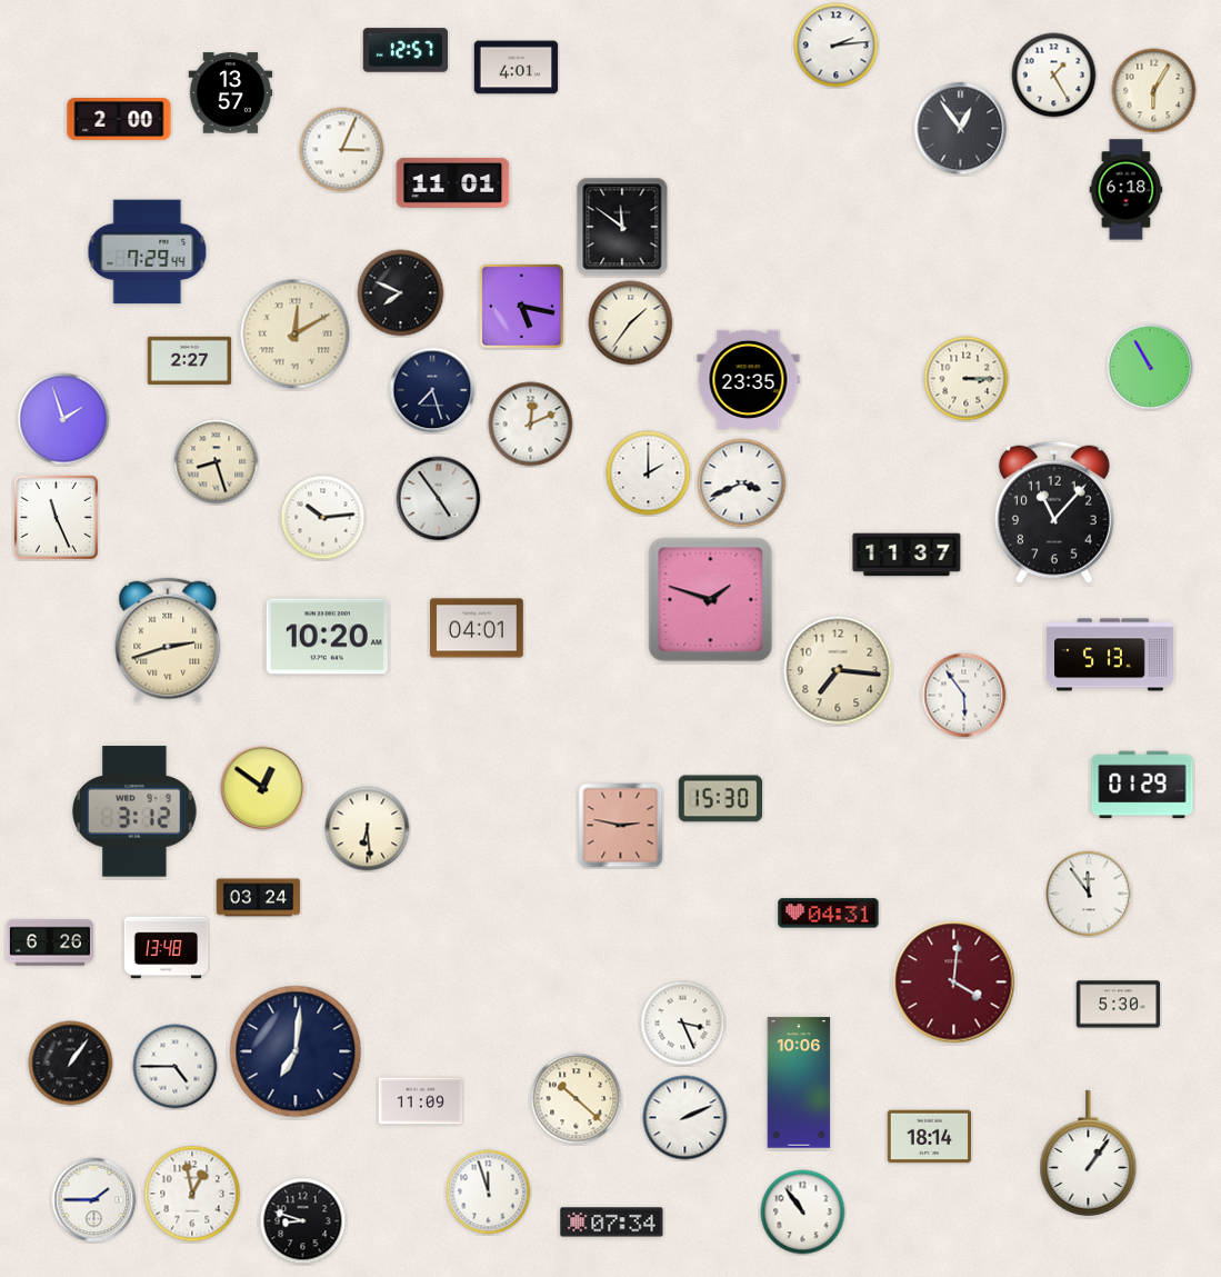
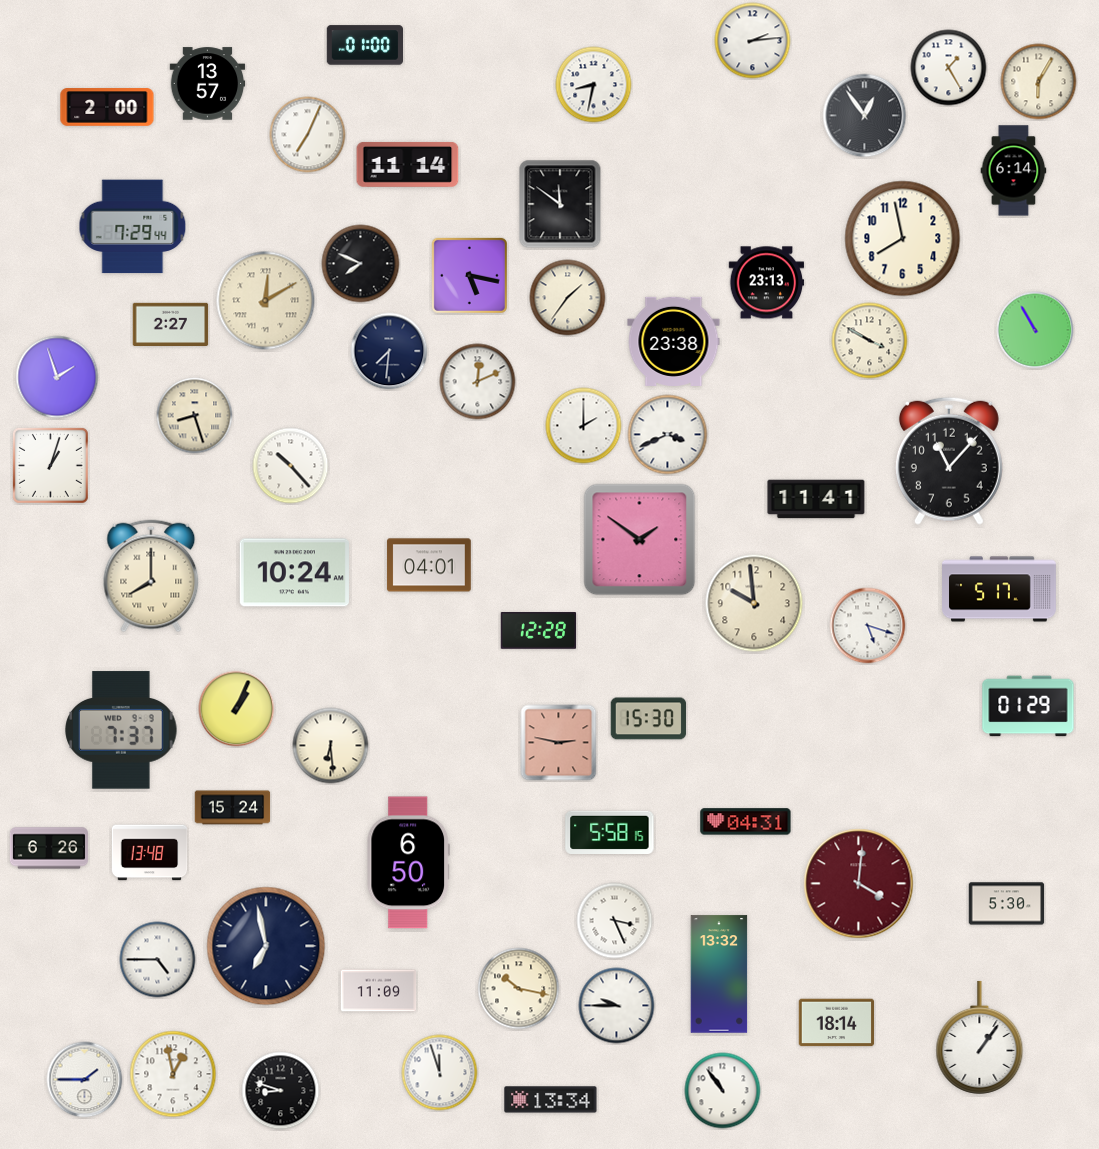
clock at (404, 50): 12:57 -> 01:00
clock at (517, 68): 4:01 -> none
clock at (594, 85): none -> 8:32
clock at (342, 150): 3:04 -> 7:04
clock at (453, 182): 11:01 -> 11:14
clock at (1127, 190): 6:18 -> 6:14
clock at (903, 239): none -> 7:58
clock at (767, 283): none -> 23:13
clock at (631, 323) position: (631, 323) -> (568, 298)
clock at (749, 379): 23:35 -> 23:38
clock at (967, 379): 3:15 -> 3:50
clock at (432, 390): 7:27 -> 7:31
clock at (439, 499): 4:54 -> none
clock at (56, 517): 11:26 -> 1:03
clock at (323, 518): 10:14 -> 10:23
clock at (907, 555): 11:37 -> 11:41
clock at (711, 600): 1:48 -> 1:51
clock at (327, 637): 10:20 -> 10:24
clock at (168, 640): 2:42 -> 8:00
clock at (1111, 655): 5:13 -> 5:17
clock at (838, 670): 7:16 -> 9:59
clock at (964, 696): 5:54 -> 5:18
clock at (539, 631): none -> 12:28
clock at (263, 788): 12:51 -> 1:04
clock at (134, 811): 3:12 -> 7:37
clock at (1089, 894): 11:54 -> none
clock at (259, 898): 03:24 -> 15:24
clock at (610, 832): none -> 5:58
clock at (50, 942) position: (50, 942) -> (49, 848)
clock at (408, 863): none -> 6:50
clock at (296, 1051): 7:01 -> 6:58
clock at (71, 1064): 1:06 -> none
clock at (799, 1083): 10:06 -> 13:32
clock at (577, 1099): 10:22 -> 10:17
clock at (685, 1118): 2:11 -> 9:45
clock at (303, 1221) position: (303, 1221) -> (281, 1091)
clock at (612, 1223): 07:34 -> 13:34
